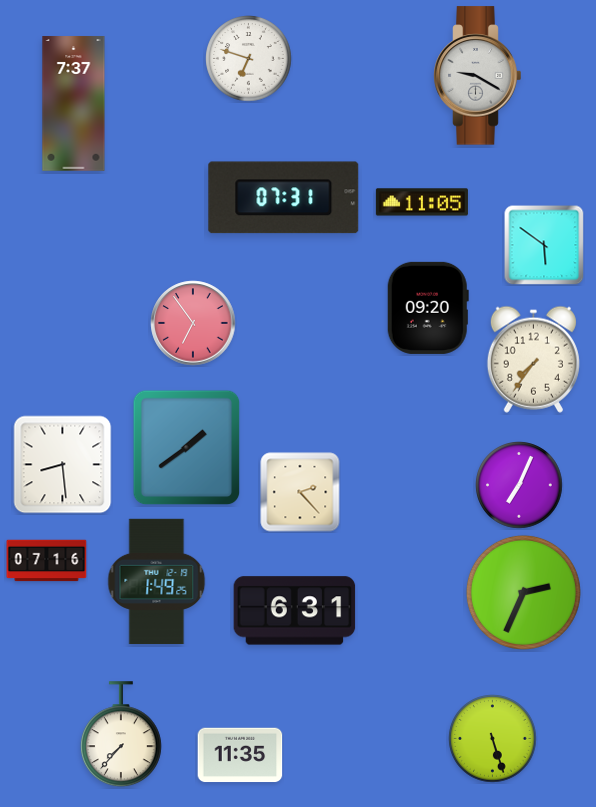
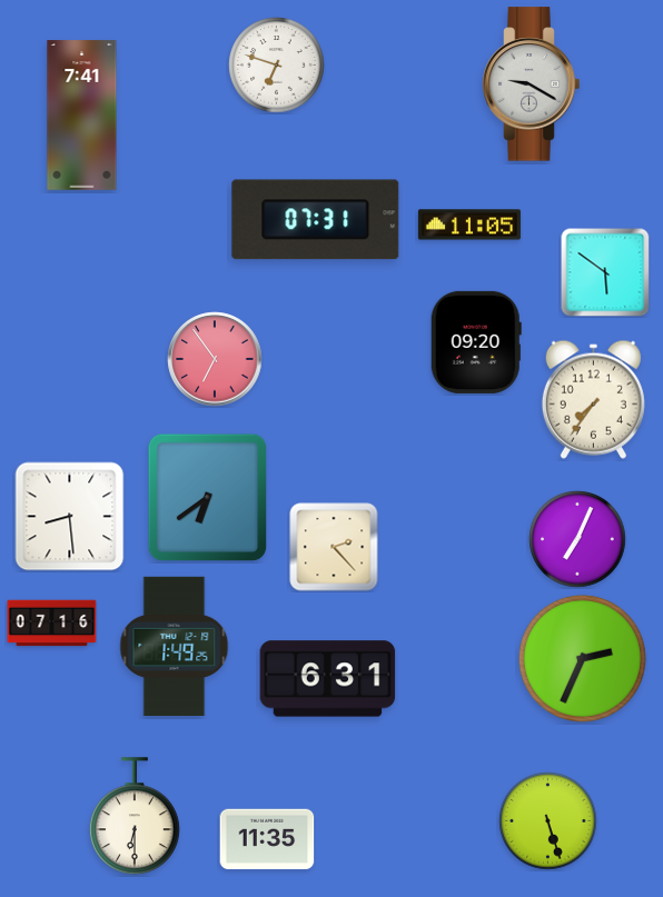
clock at (74, 104): 7:37 -> 7:41
clock at (187, 448): 1:39 -> 6:39
clock at (121, 735): 7:37 -> 6:30
